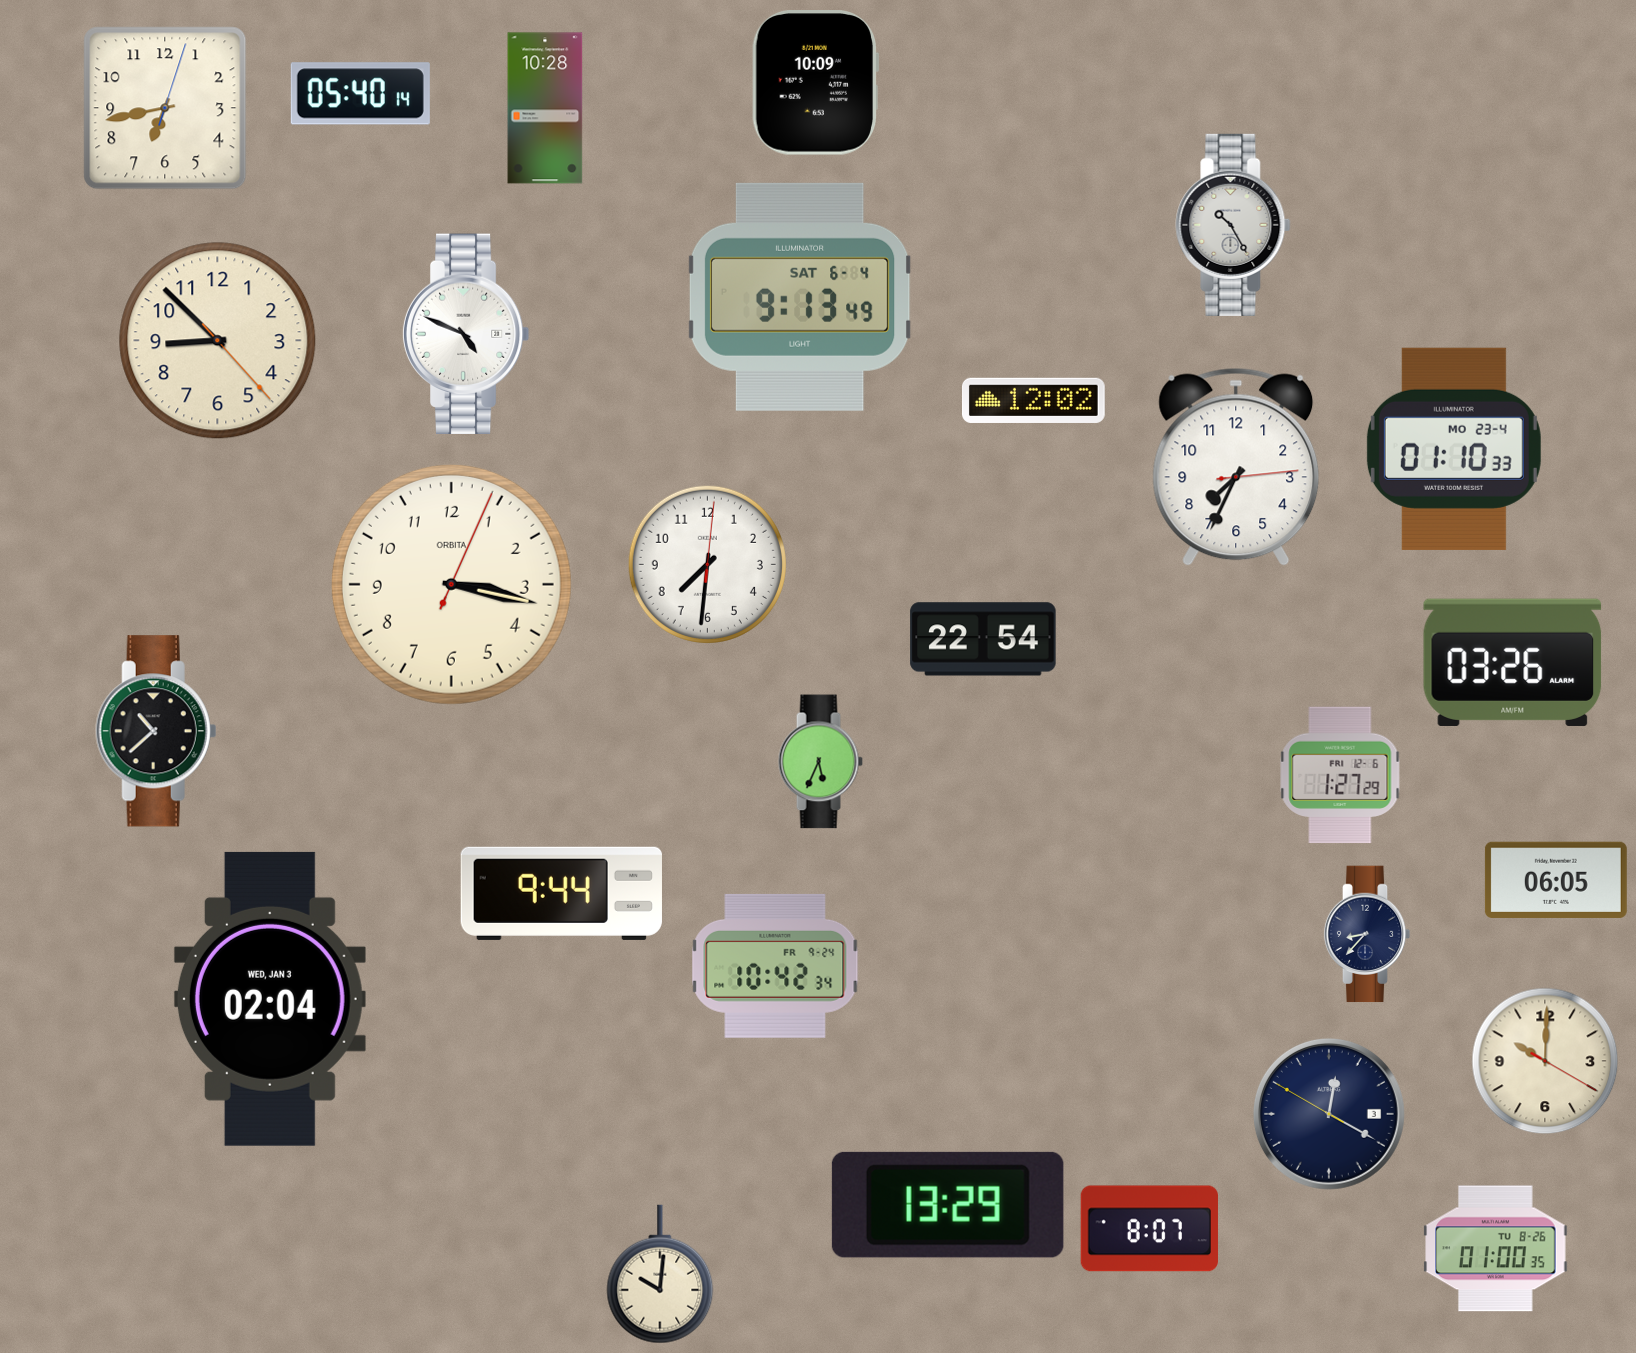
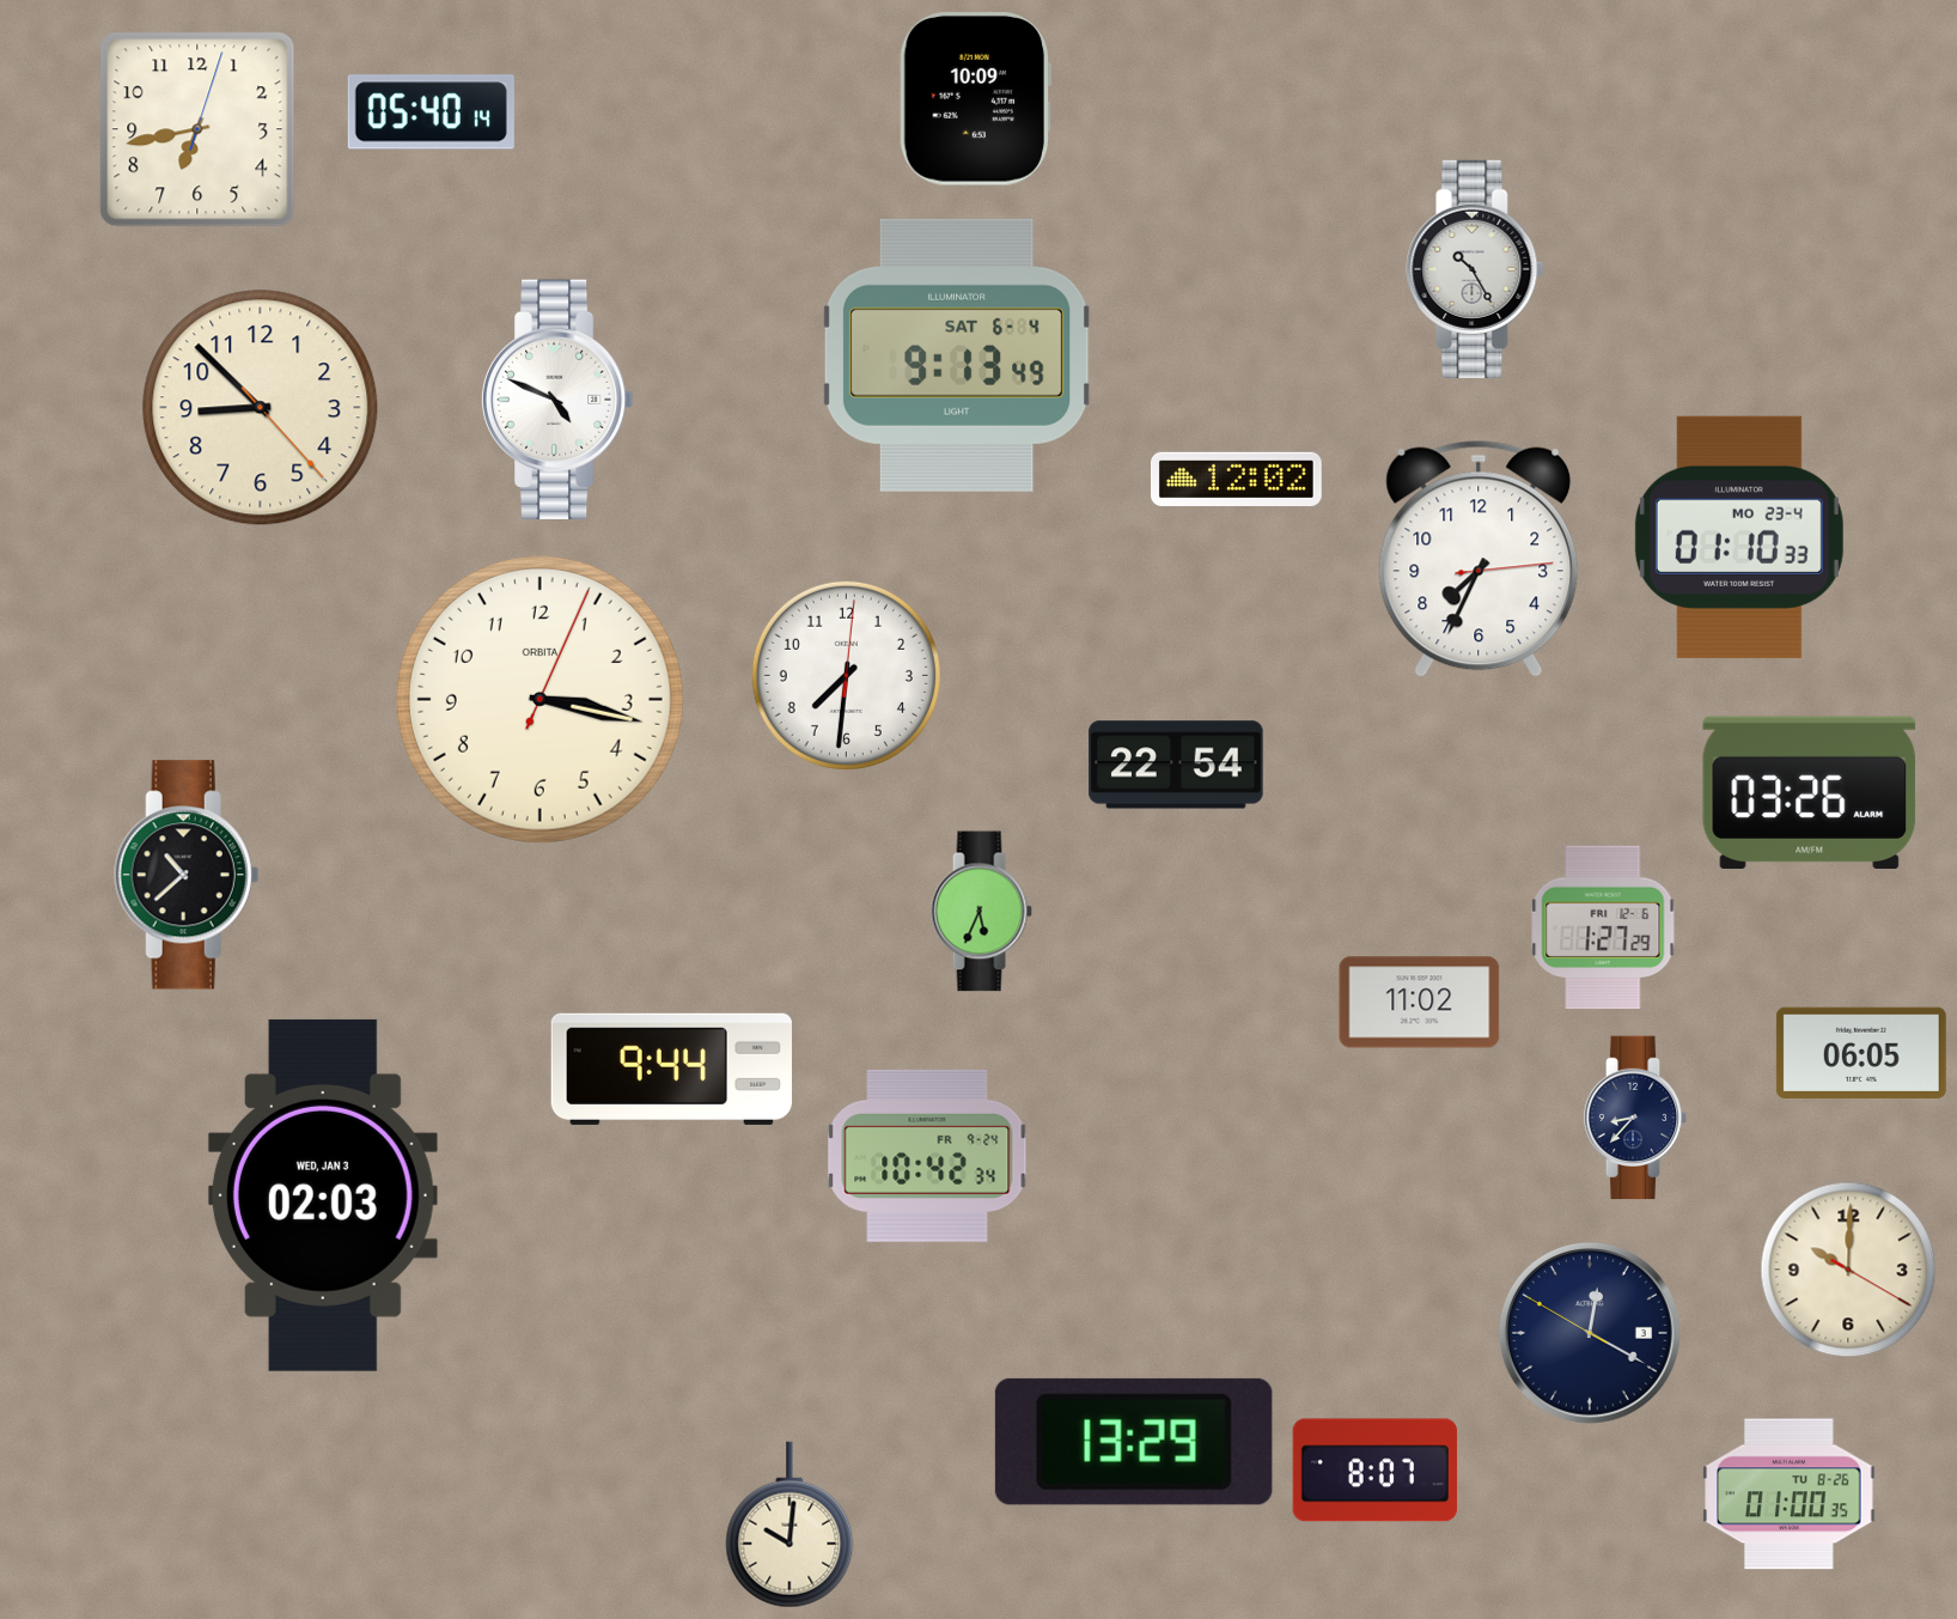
clock at (545, 108): 10:28 -> none
clock at (1420, 1003): none -> 11:02
clock at (270, 999): 02:04 -> 02:03
